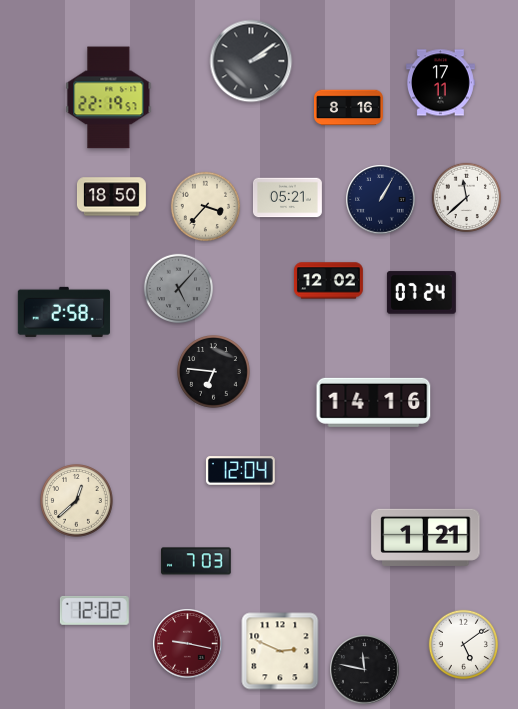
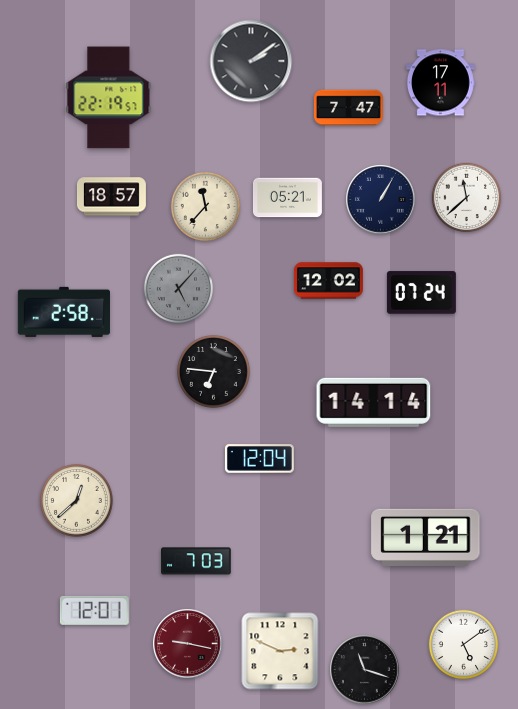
clock at (349, 108): 8:16 -> 7:47
clock at (111, 197): 18:50 -> 18:57
clock at (206, 207): 3:37 -> 11:37
clock at (374, 402): 14:16 -> 14:14
clock at (240, 471) position: (240, 471) -> (259, 459)
clock at (94, 610): 12:02 -> 12:01
clock at (365, 670): 11:47 -> 11:18
